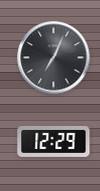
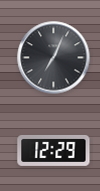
clock at (54, 141) position: (54, 141) -> (54, 150)
